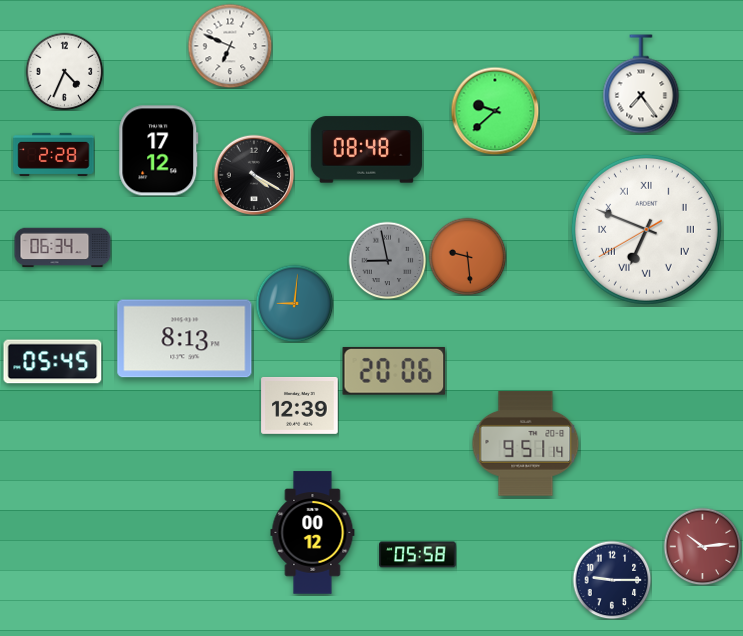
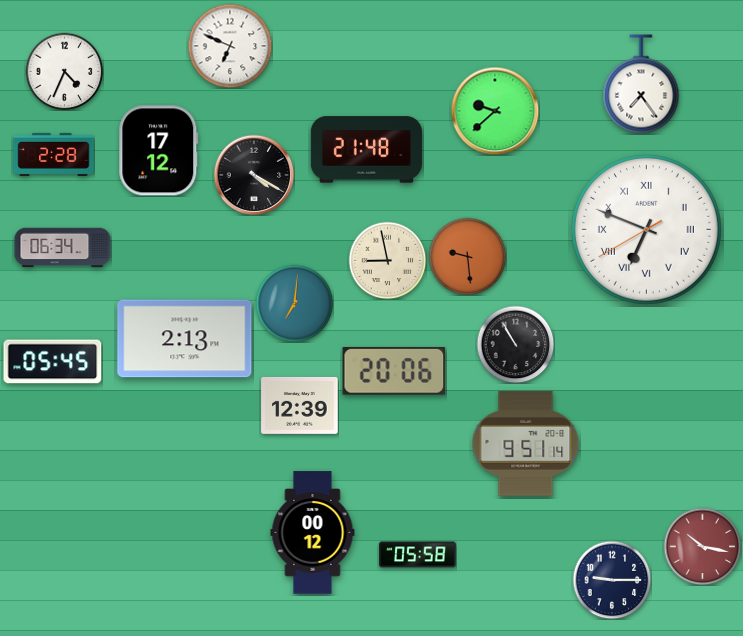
clock at (366, 150): 08:48 -> 21:48
clock at (387, 260) dial: grey -> cream
clock at (294, 303): 9:01 -> 7:01
clock at (185, 339): 8:13 -> 2:13
clock at (515, 344): none -> 10:55
clock at (702, 546): 10:14 -> 10:17
